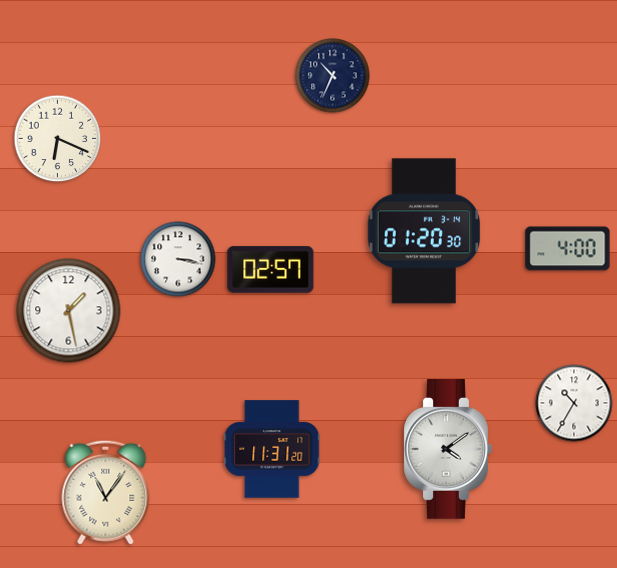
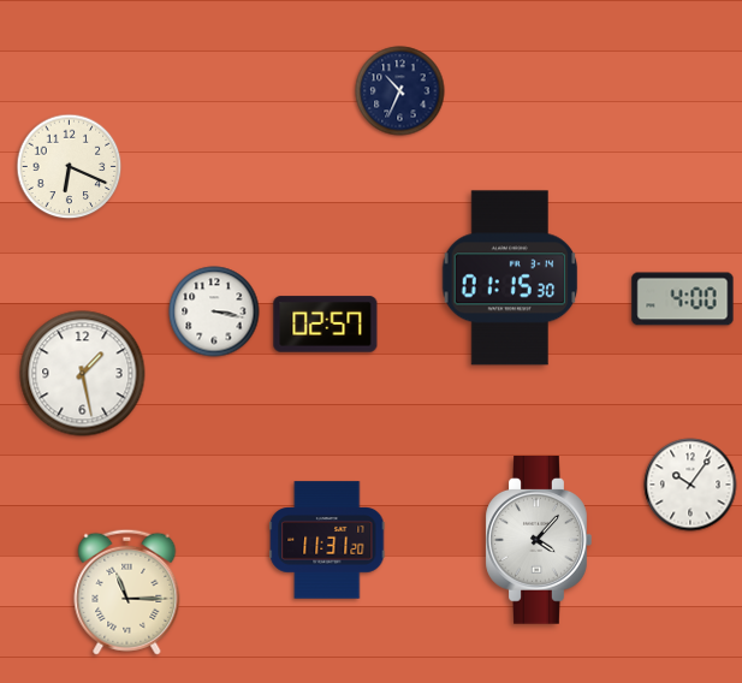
clock at (424, 231): 01:20 -> 01:15
clock at (574, 403): 10:35 -> 10:06
clock at (448, 450): 4:09 -> 4:07
clock at (106, 492): 11:06 -> 11:15
